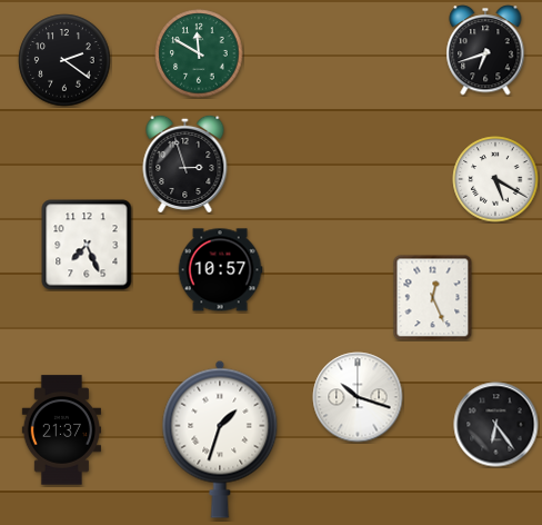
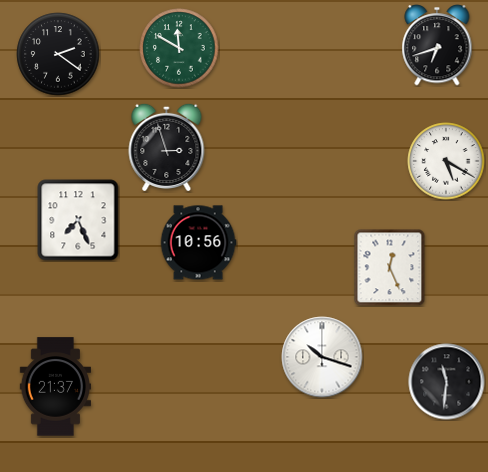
clock at (220, 270): 10:57 -> 10:56
clock at (496, 425): 6:24 -> 11:31
clock at (220, 439): 1:33 -> none
